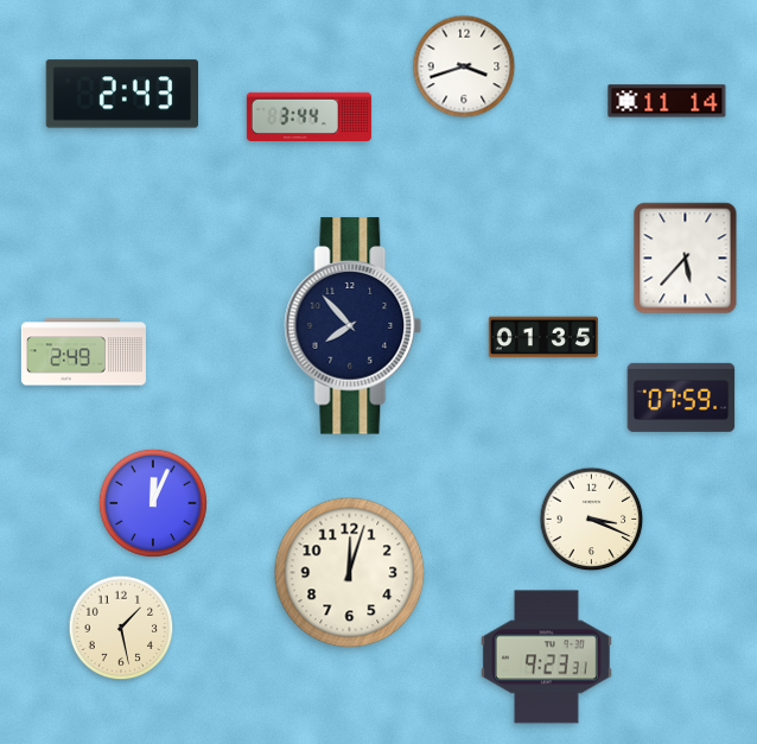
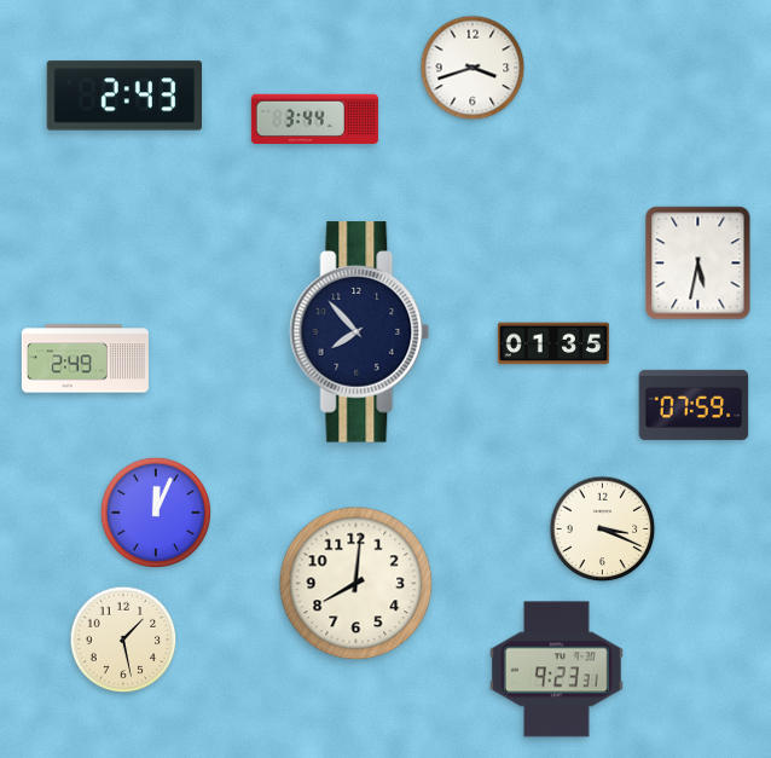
clock at (667, 101): 11:14 -> none
clock at (686, 259): 5:37 -> 5:32
clock at (350, 573): 12:03 -> 8:01
